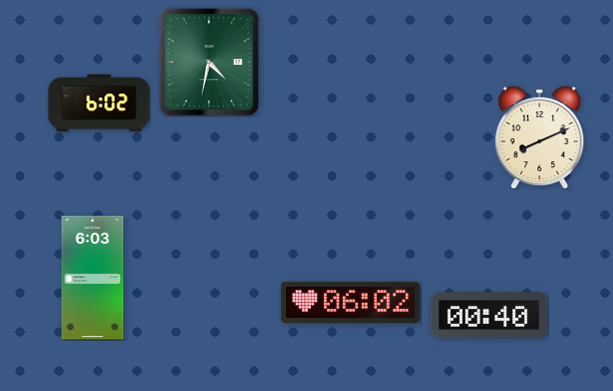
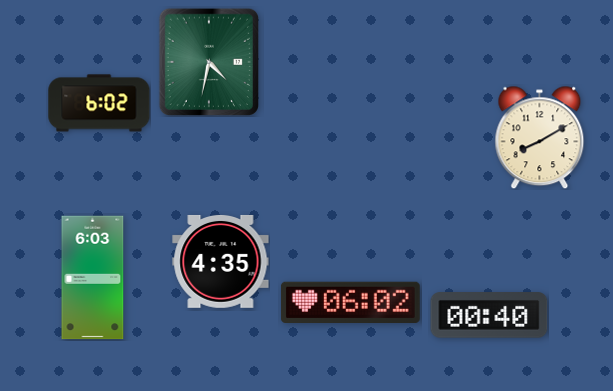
clock at (540, 137): 8:11 -> 8:10
clock at (221, 261): none -> 4:35
